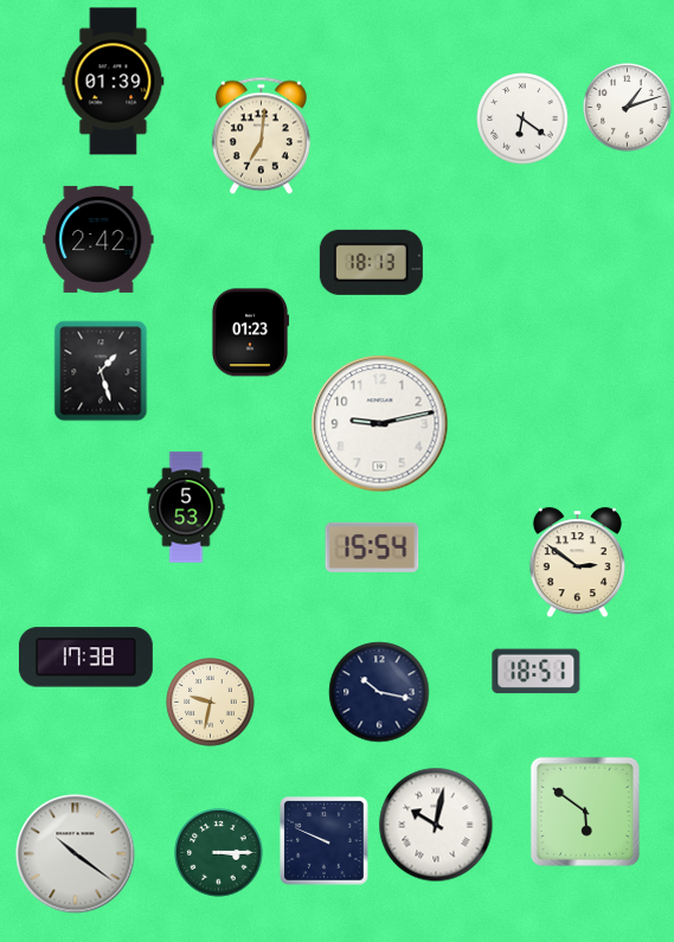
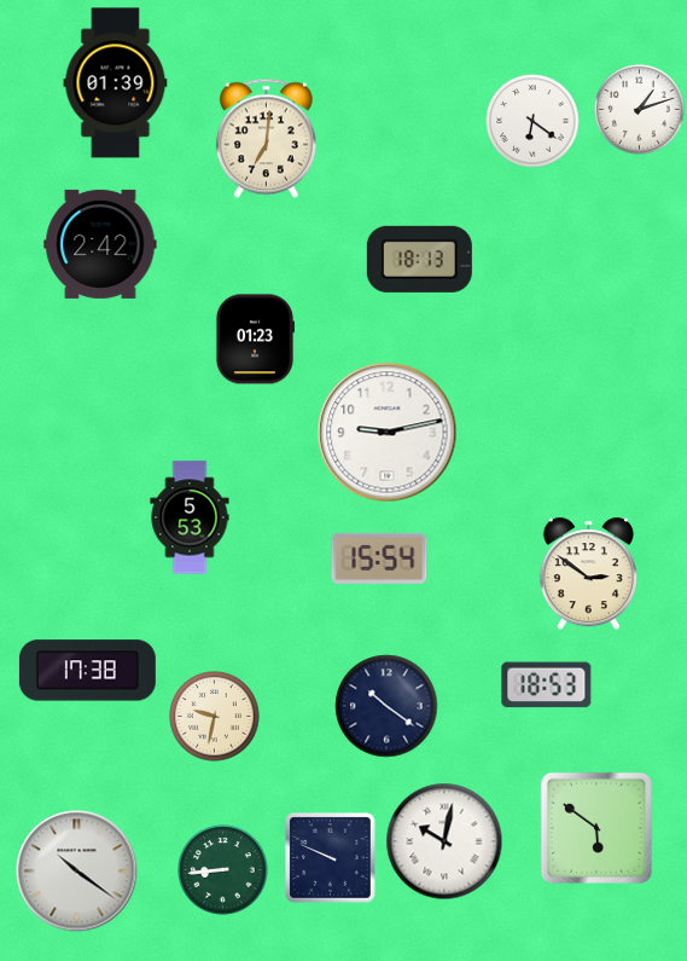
clock at (371, 262) position: (371, 262) -> (419, 259)
clock at (101, 371): 1:27 -> none
clock at (537, 672): 18:51 -> 18:53
clock at (379, 692): 10:17 -> 10:21
clock at (219, 853): 3:15 -> 8:44
